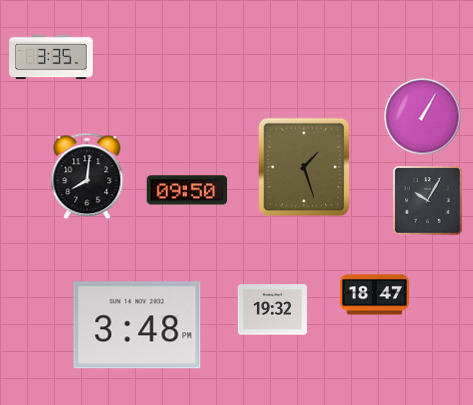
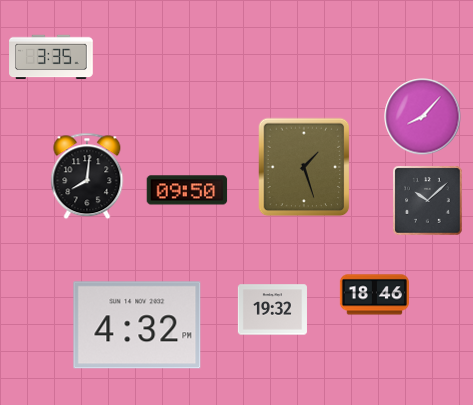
clock at (423, 117): 1:05 -> 8:07
clock at (428, 201): 10:05 -> 10:08
clock at (374, 295): 18:47 -> 18:46
clock at (137, 325): 3:48 -> 4:32
